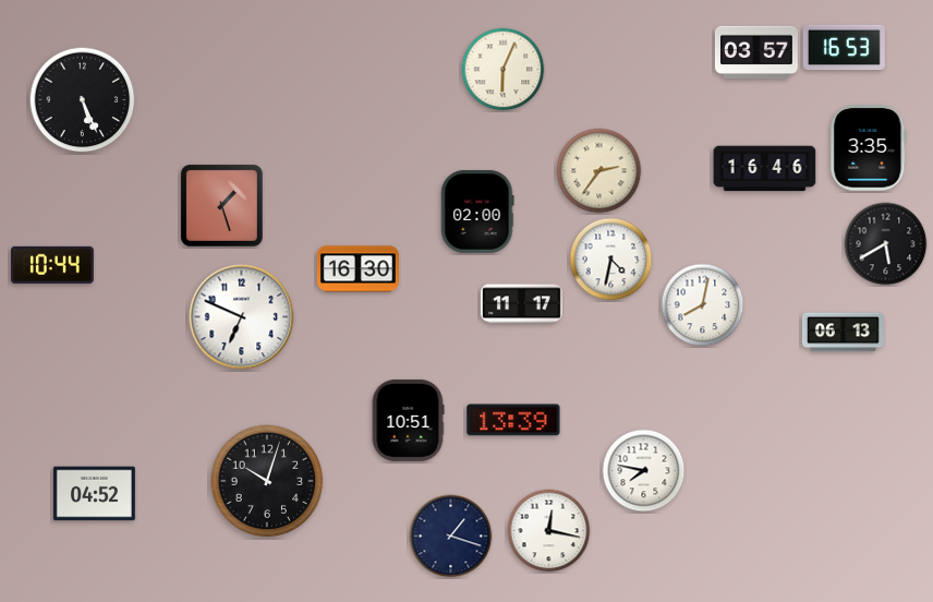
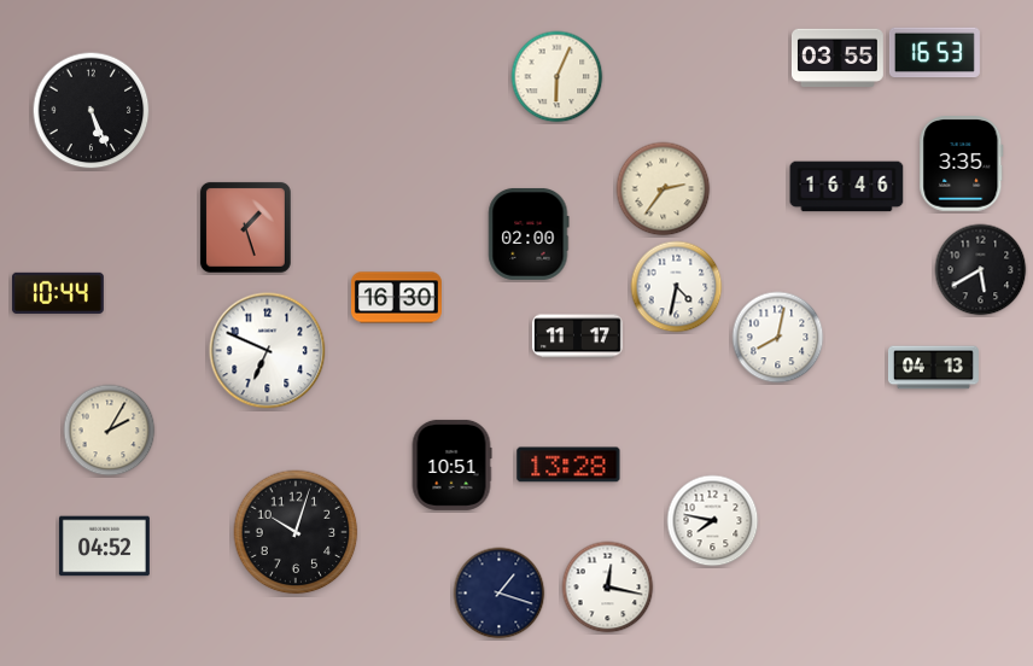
clock at (756, 51): 03:57 -> 03:55
clock at (843, 333): 06:13 -> 04:13
clock at (110, 431): none -> 2:05
clock at (513, 420): 13:39 -> 13:28
